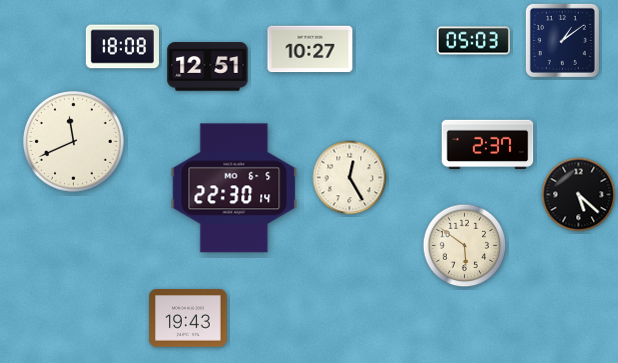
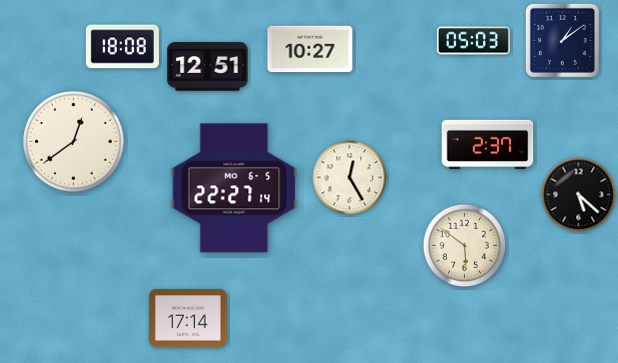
clock at (74, 142): 11:41 -> 12:39
clock at (234, 188): 22:30 -> 22:27
clock at (188, 318): 19:43 -> 17:14
